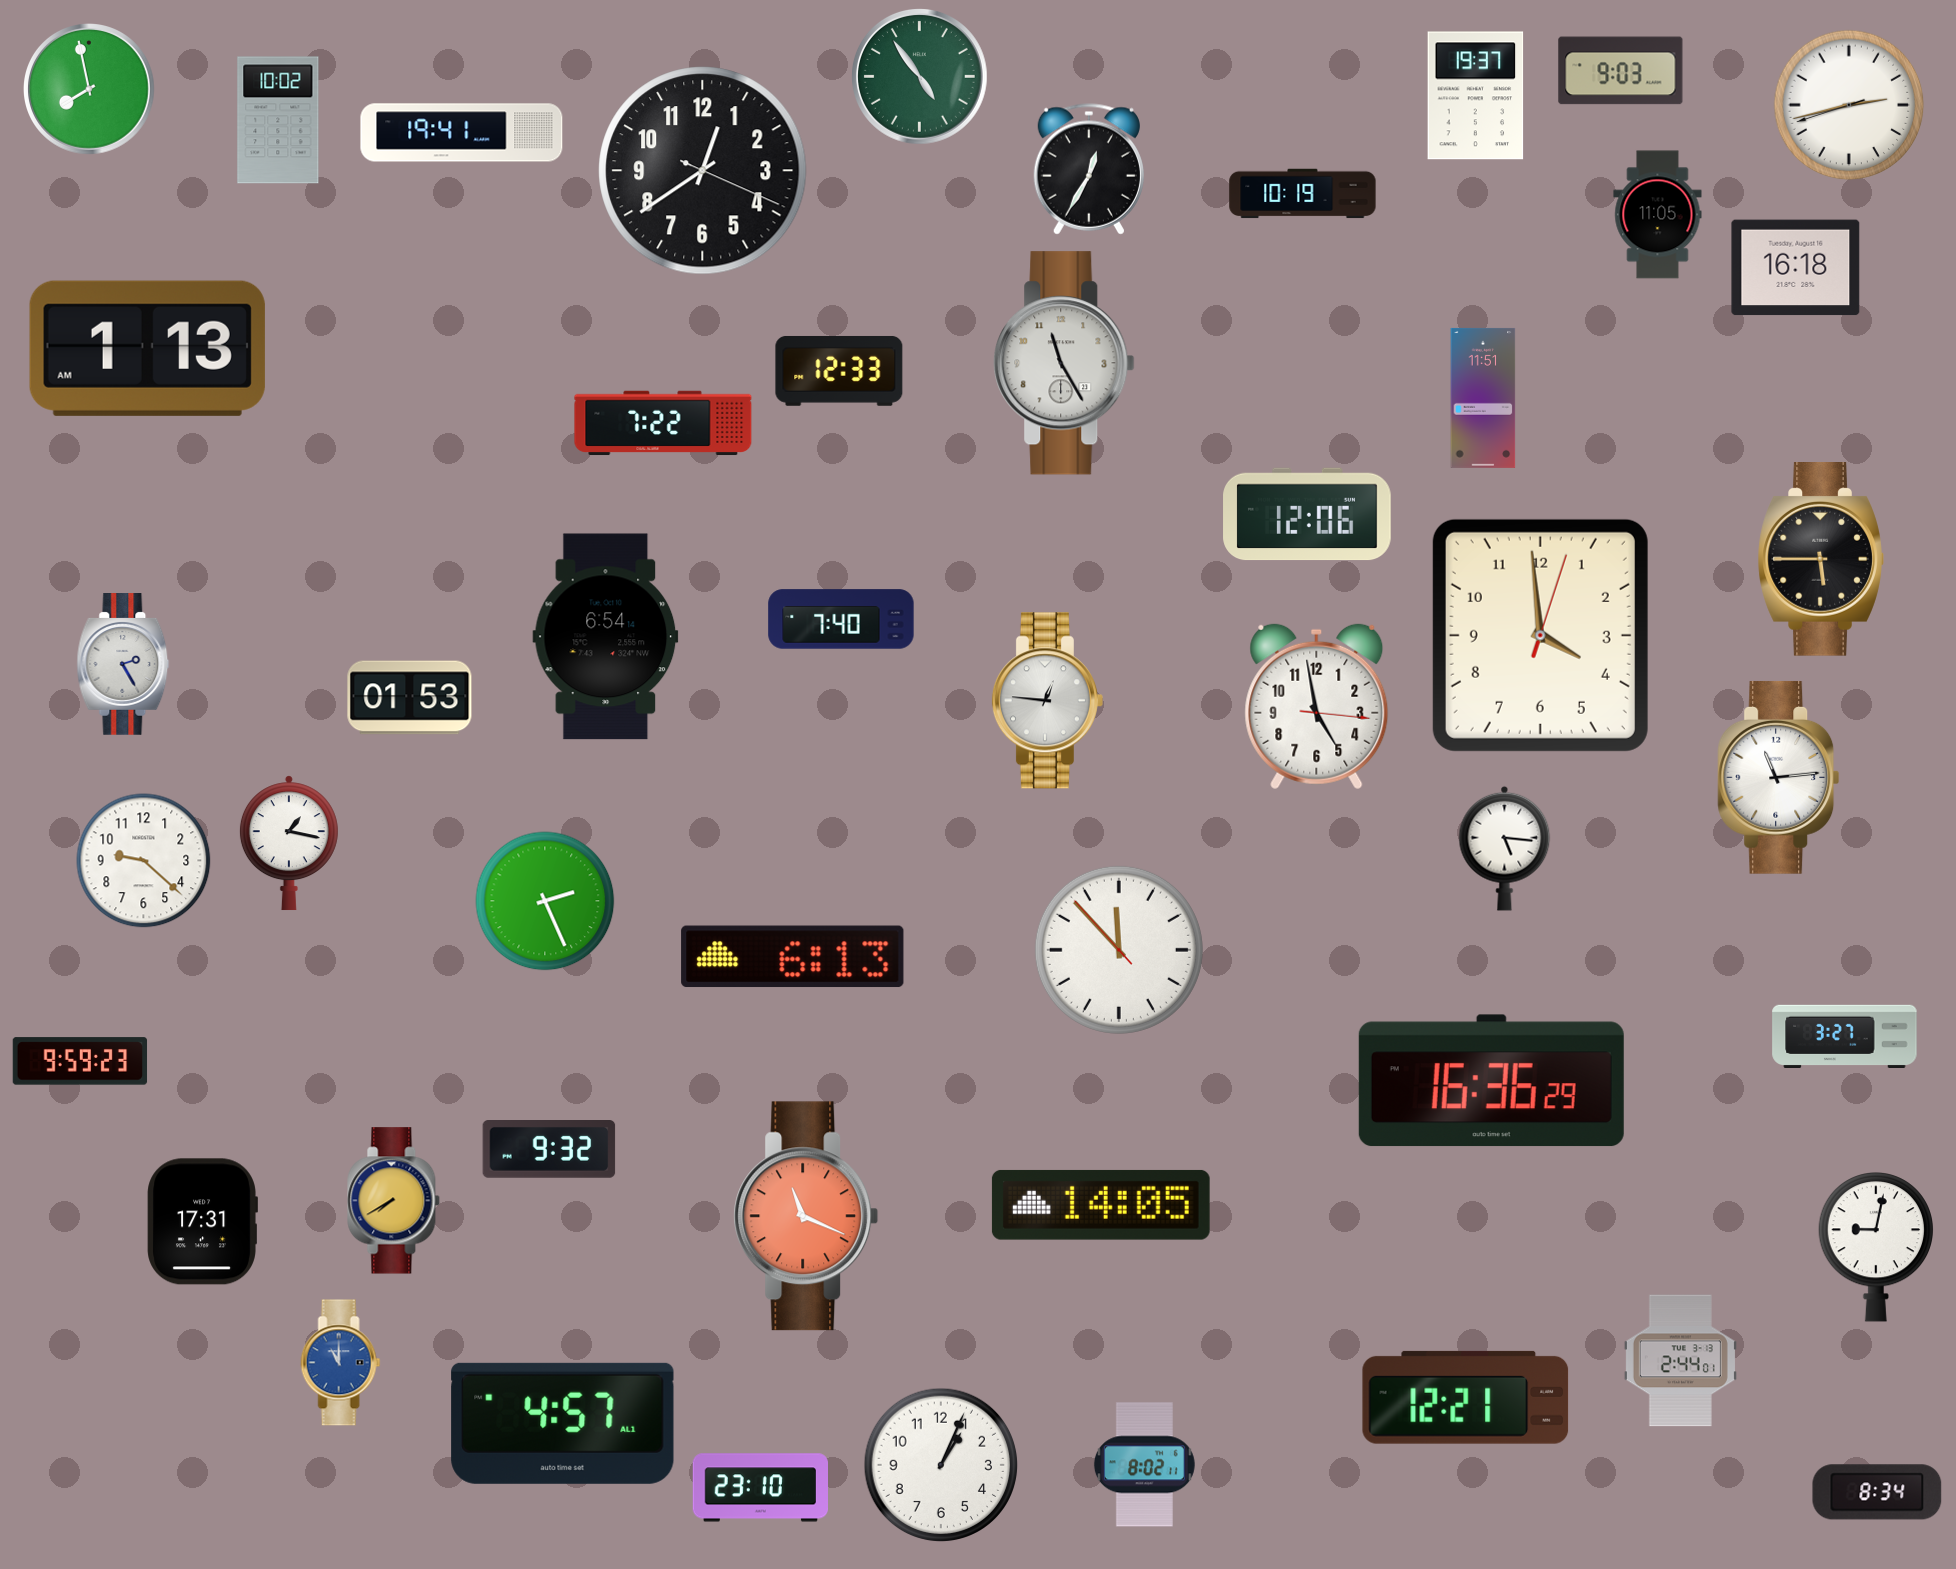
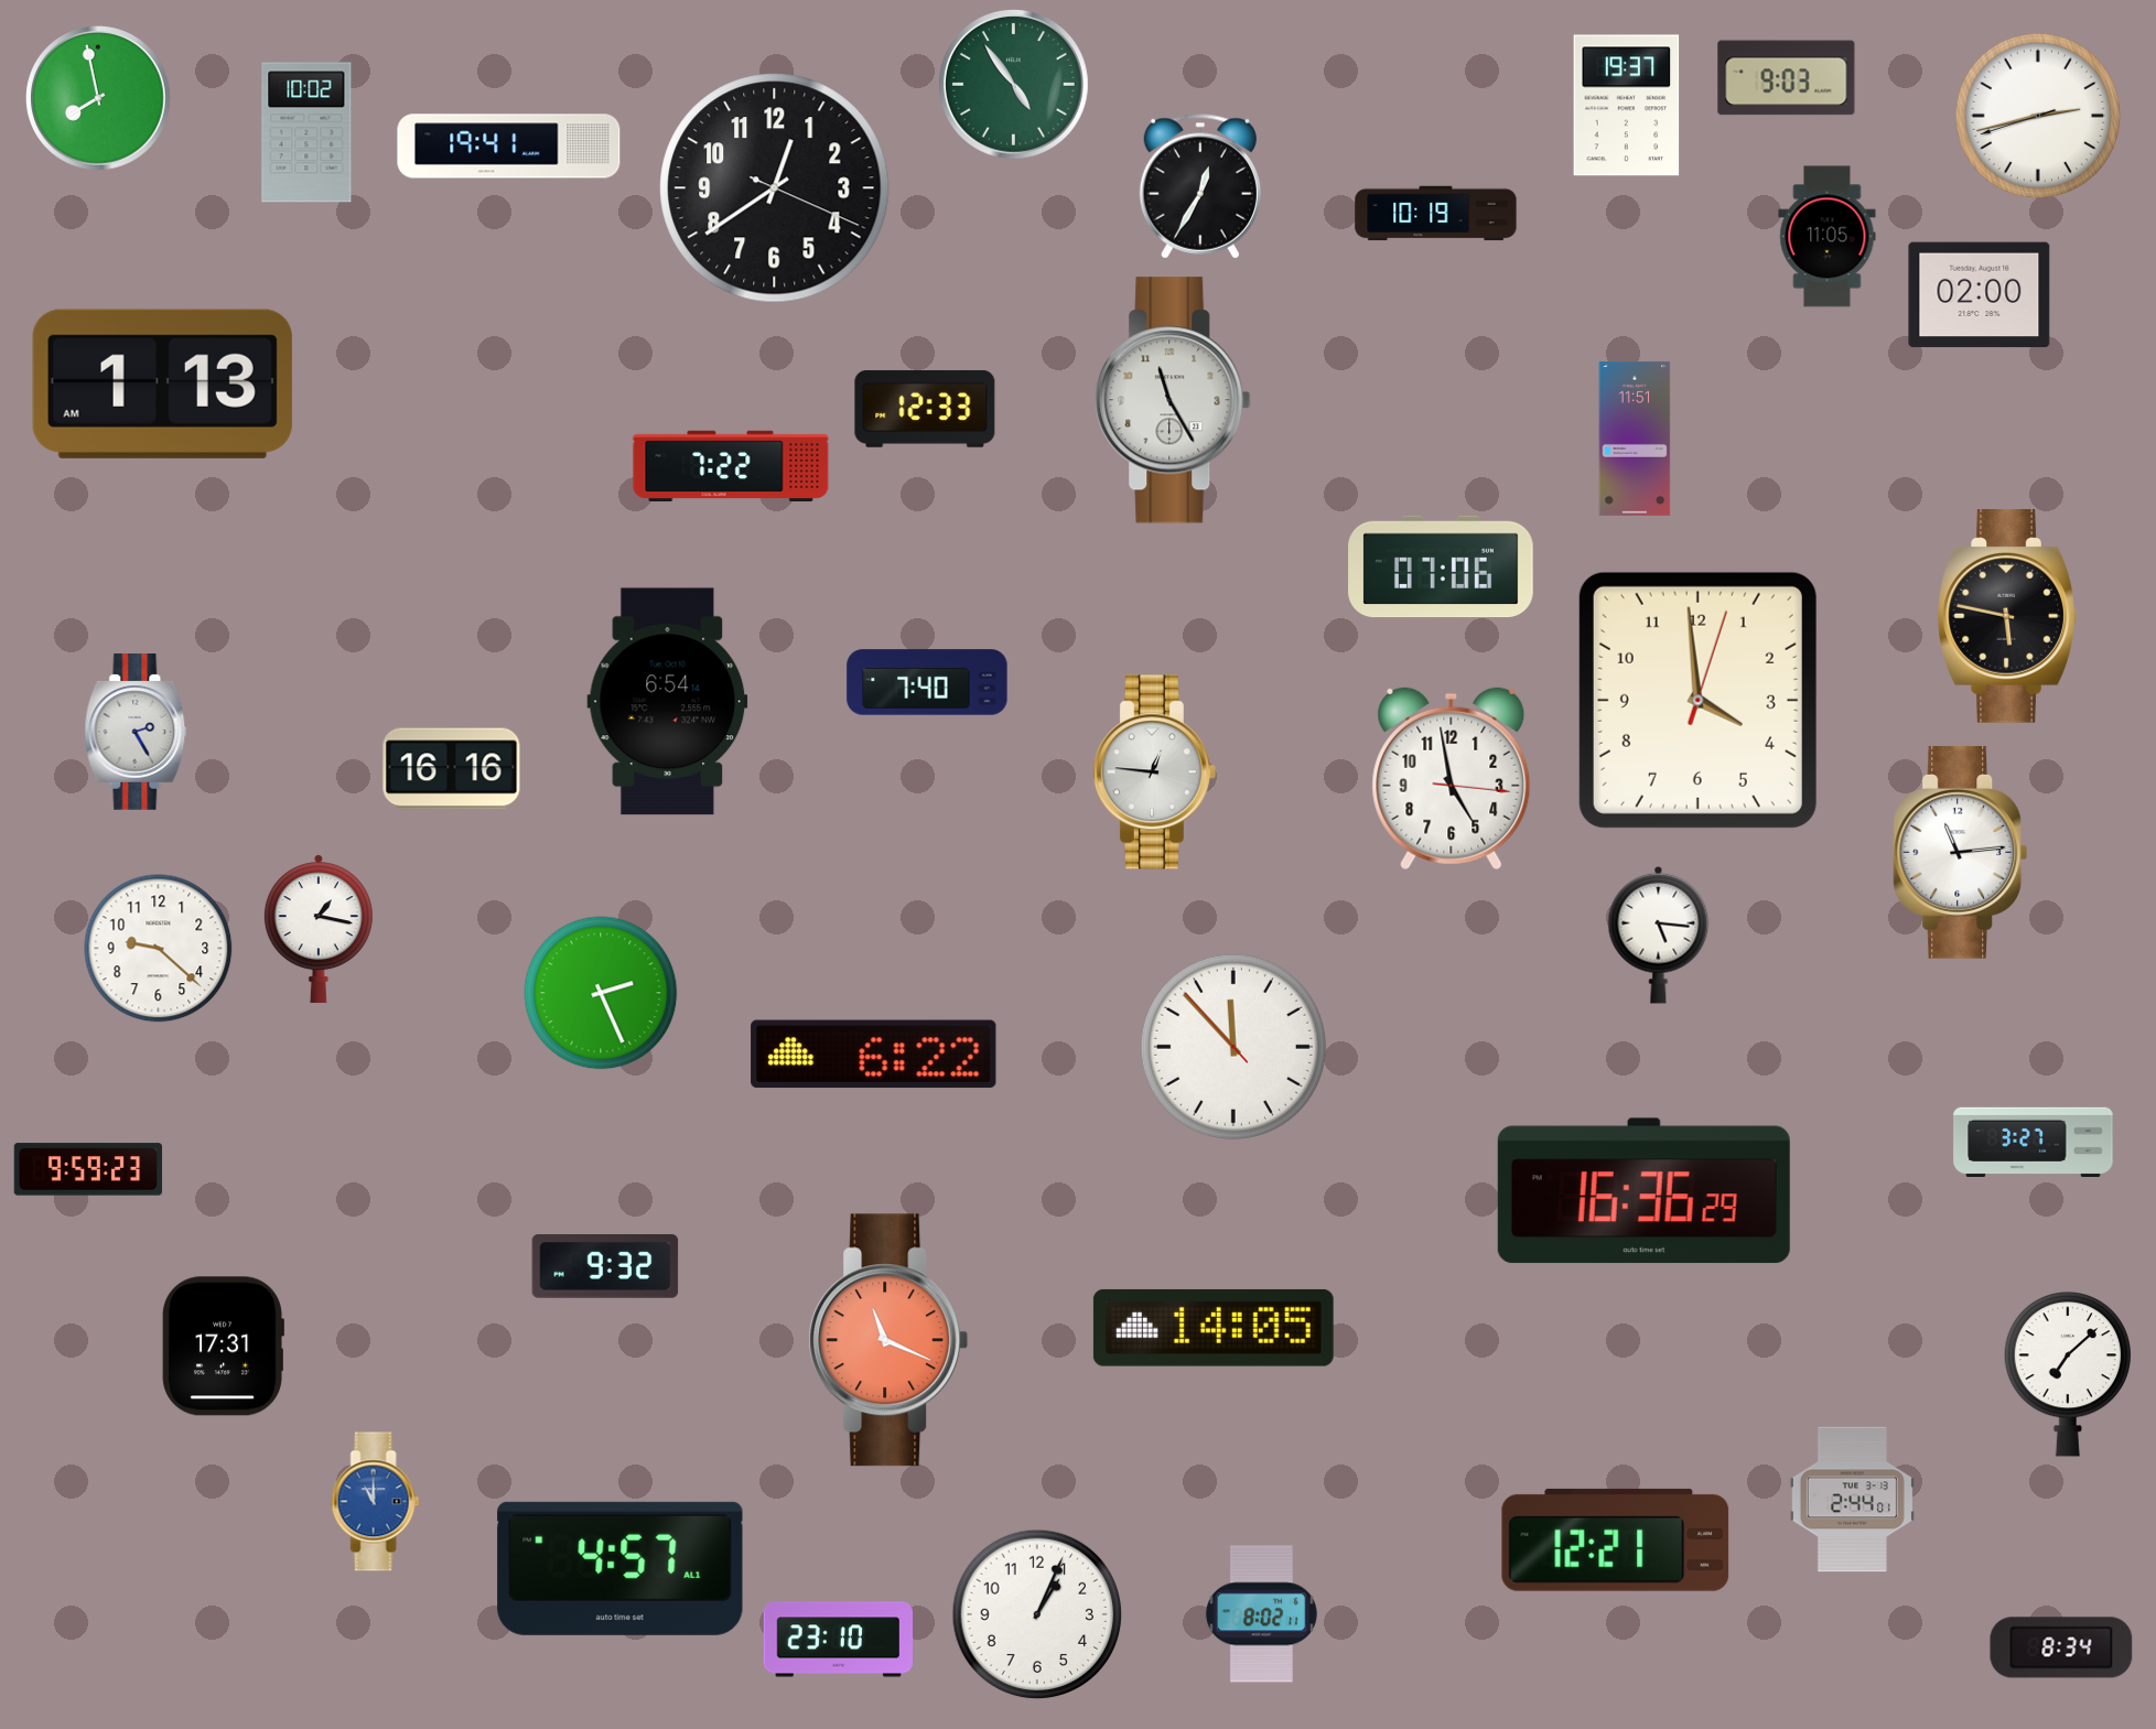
clock at (1796, 268): 16:18 -> 02:00
clock at (1307, 514): 12:06 -> 07:06
clock at (1821, 560): 5:45 -> 5:47
clock at (410, 698): 01:53 -> 16:16
clock at (1779, 777) position: (1779, 777) -> (1961, 852)
clock at (793, 956): 6:13 -> 6:22
clock at (394, 1201): 7:40 -> none
clock at (1875, 1248): 9:02 -> 7:08
clock at (1877, 1492) position: (1877, 1492) -> (2061, 1647)
